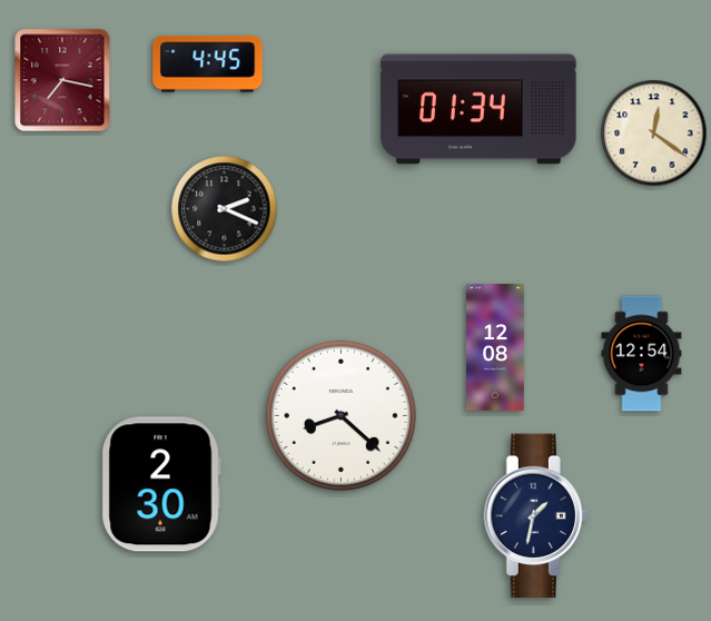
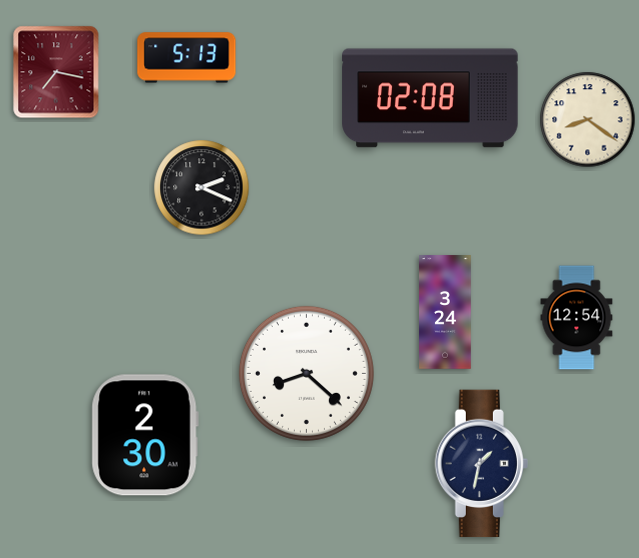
clock at (208, 65): 4:45 -> 5:13
clock at (478, 109): 01:34 -> 02:08
clock at (654, 134): 12:21 -> 8:21
clock at (495, 347): 12:08 -> 3:24
